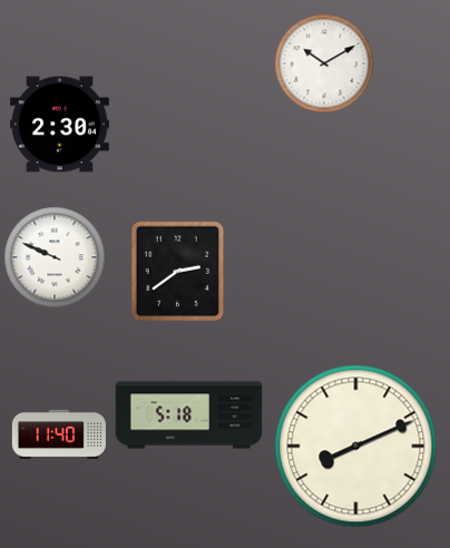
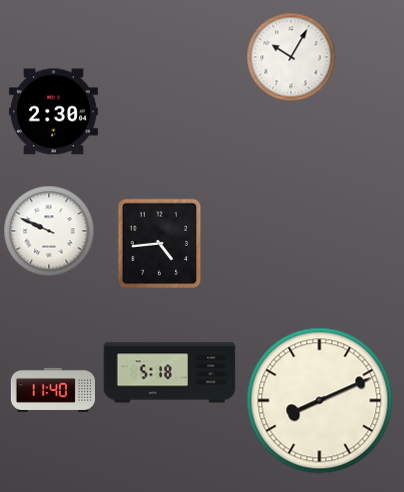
clock at (324, 63): 10:10 -> 10:05
clock at (178, 271): 2:39 -> 4:44
